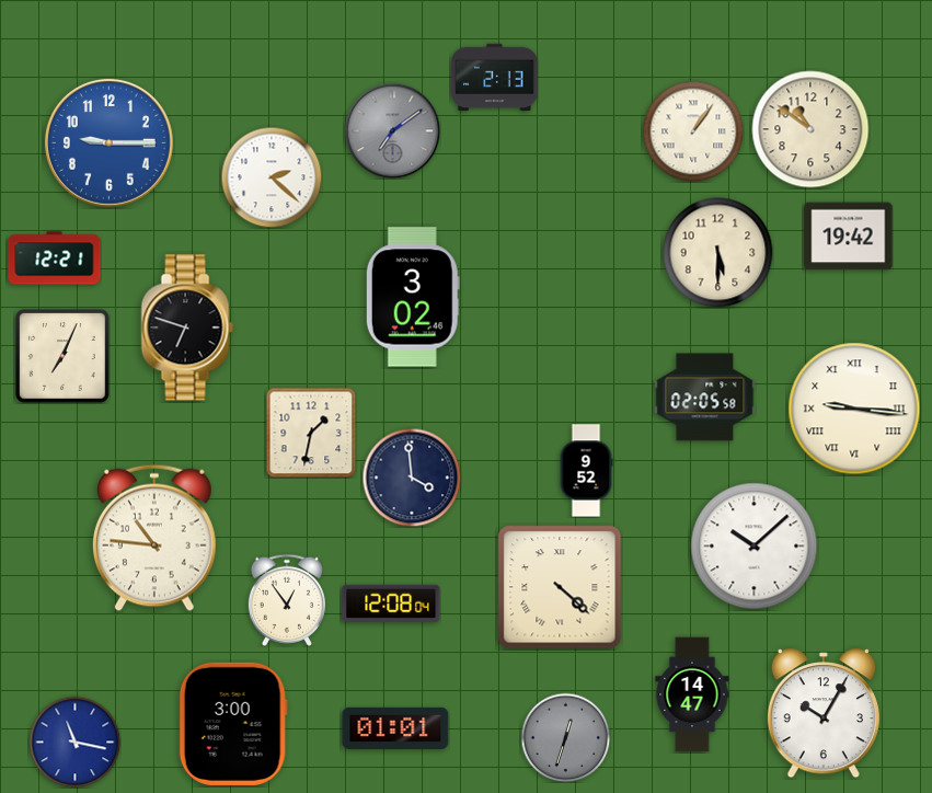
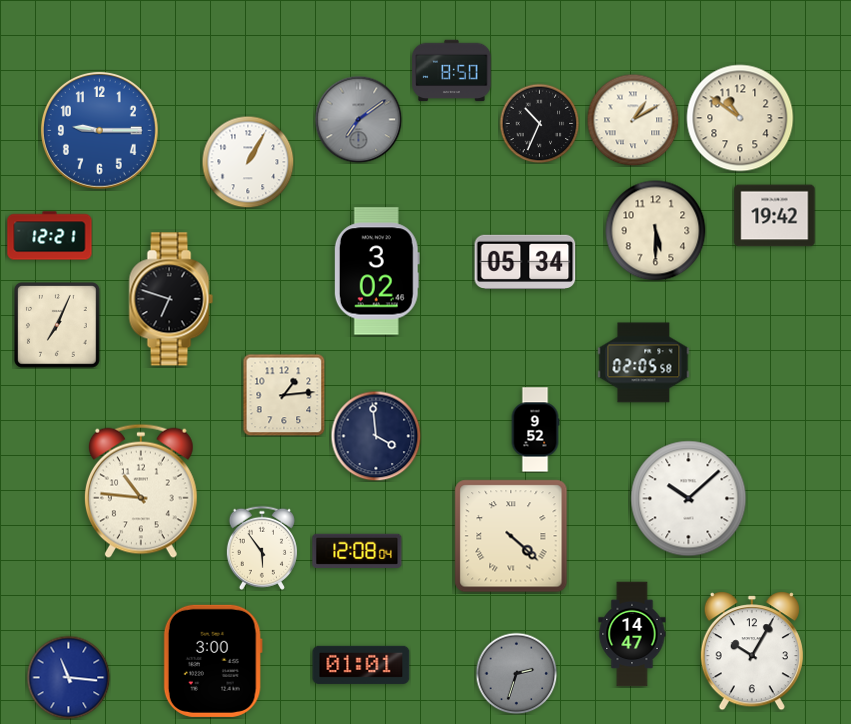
clock at (495, 78): 2:13 -> 8:50
clock at (693, 131): 1:06 -> 1:10
clock at (539, 123): none -> 10:34
clock at (272, 177): 2:22 -> 1:05
clock at (525, 262): none -> 05:34
clock at (854, 409): 9:16 -> none
clock at (311, 433): 1:32 -> 1:14
clock at (287, 600): 12:54 -> 5:54
clock at (565, 737): 12:33 -> 2:33
clock at (74, 742): 11:17 -> 11:16
